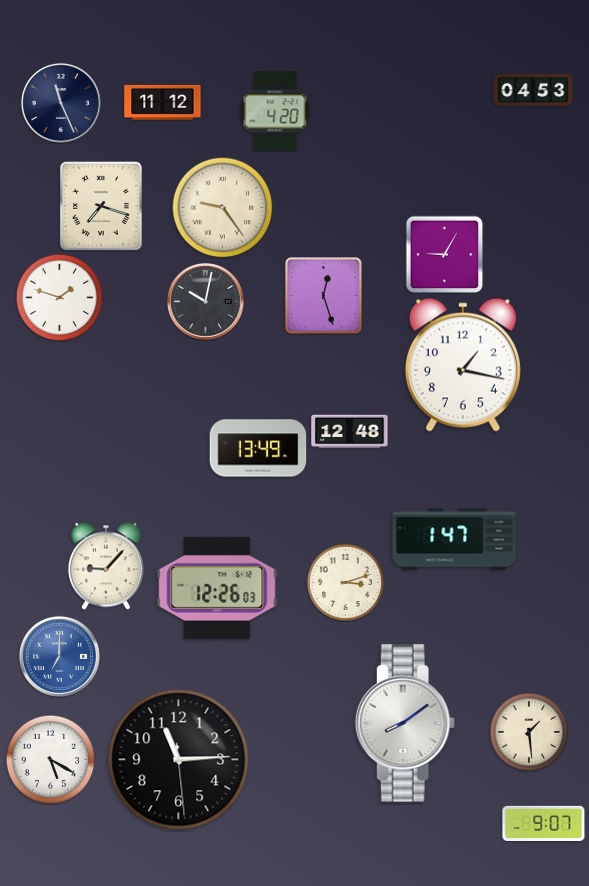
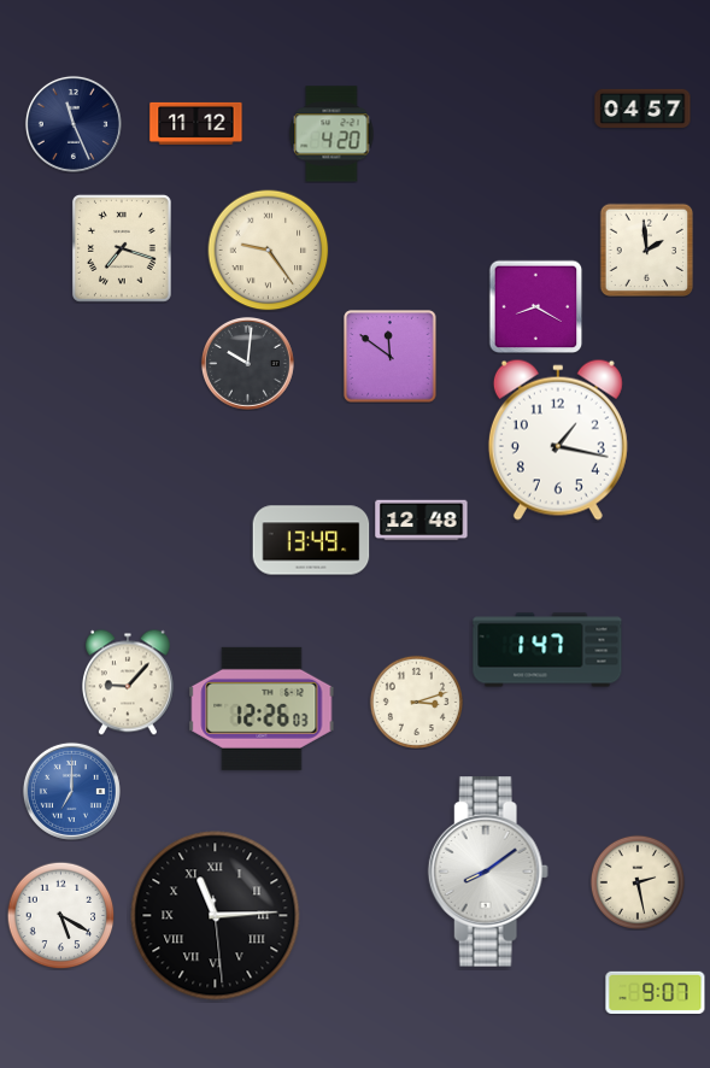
clock at (533, 90): 04:53 -> 04:57
clock at (646, 250): none -> 1:59
clock at (444, 254): 9:05 -> 8:20
clock at (324, 296): 12:27 -> 11:51
clock at (59, 297): 1:48 -> none
clock at (205, 301): 10:02 -> 10:01
clock at (528, 731): 1:29 -> 2:28
clock at (179, 760) numerals: Arabic -> Roman
